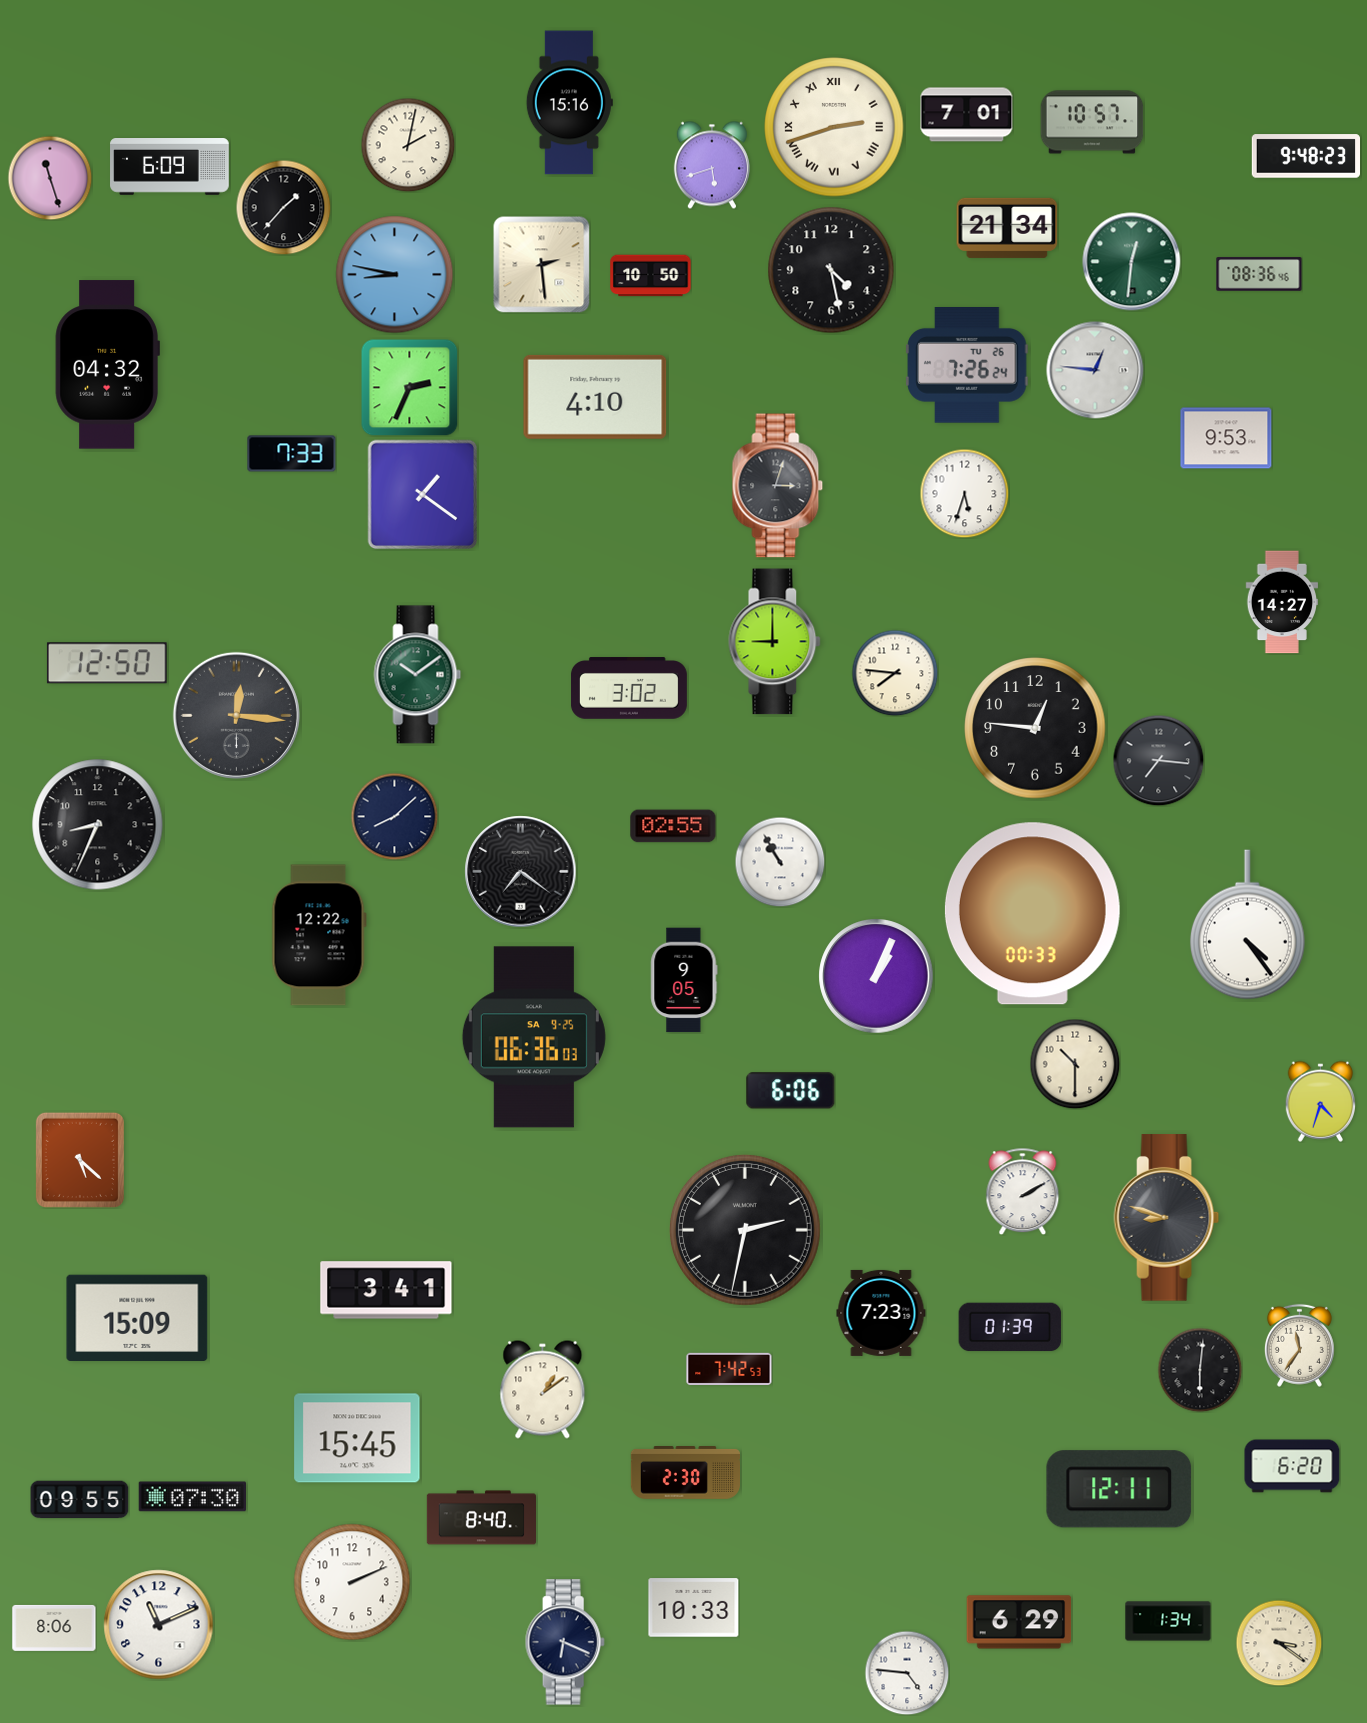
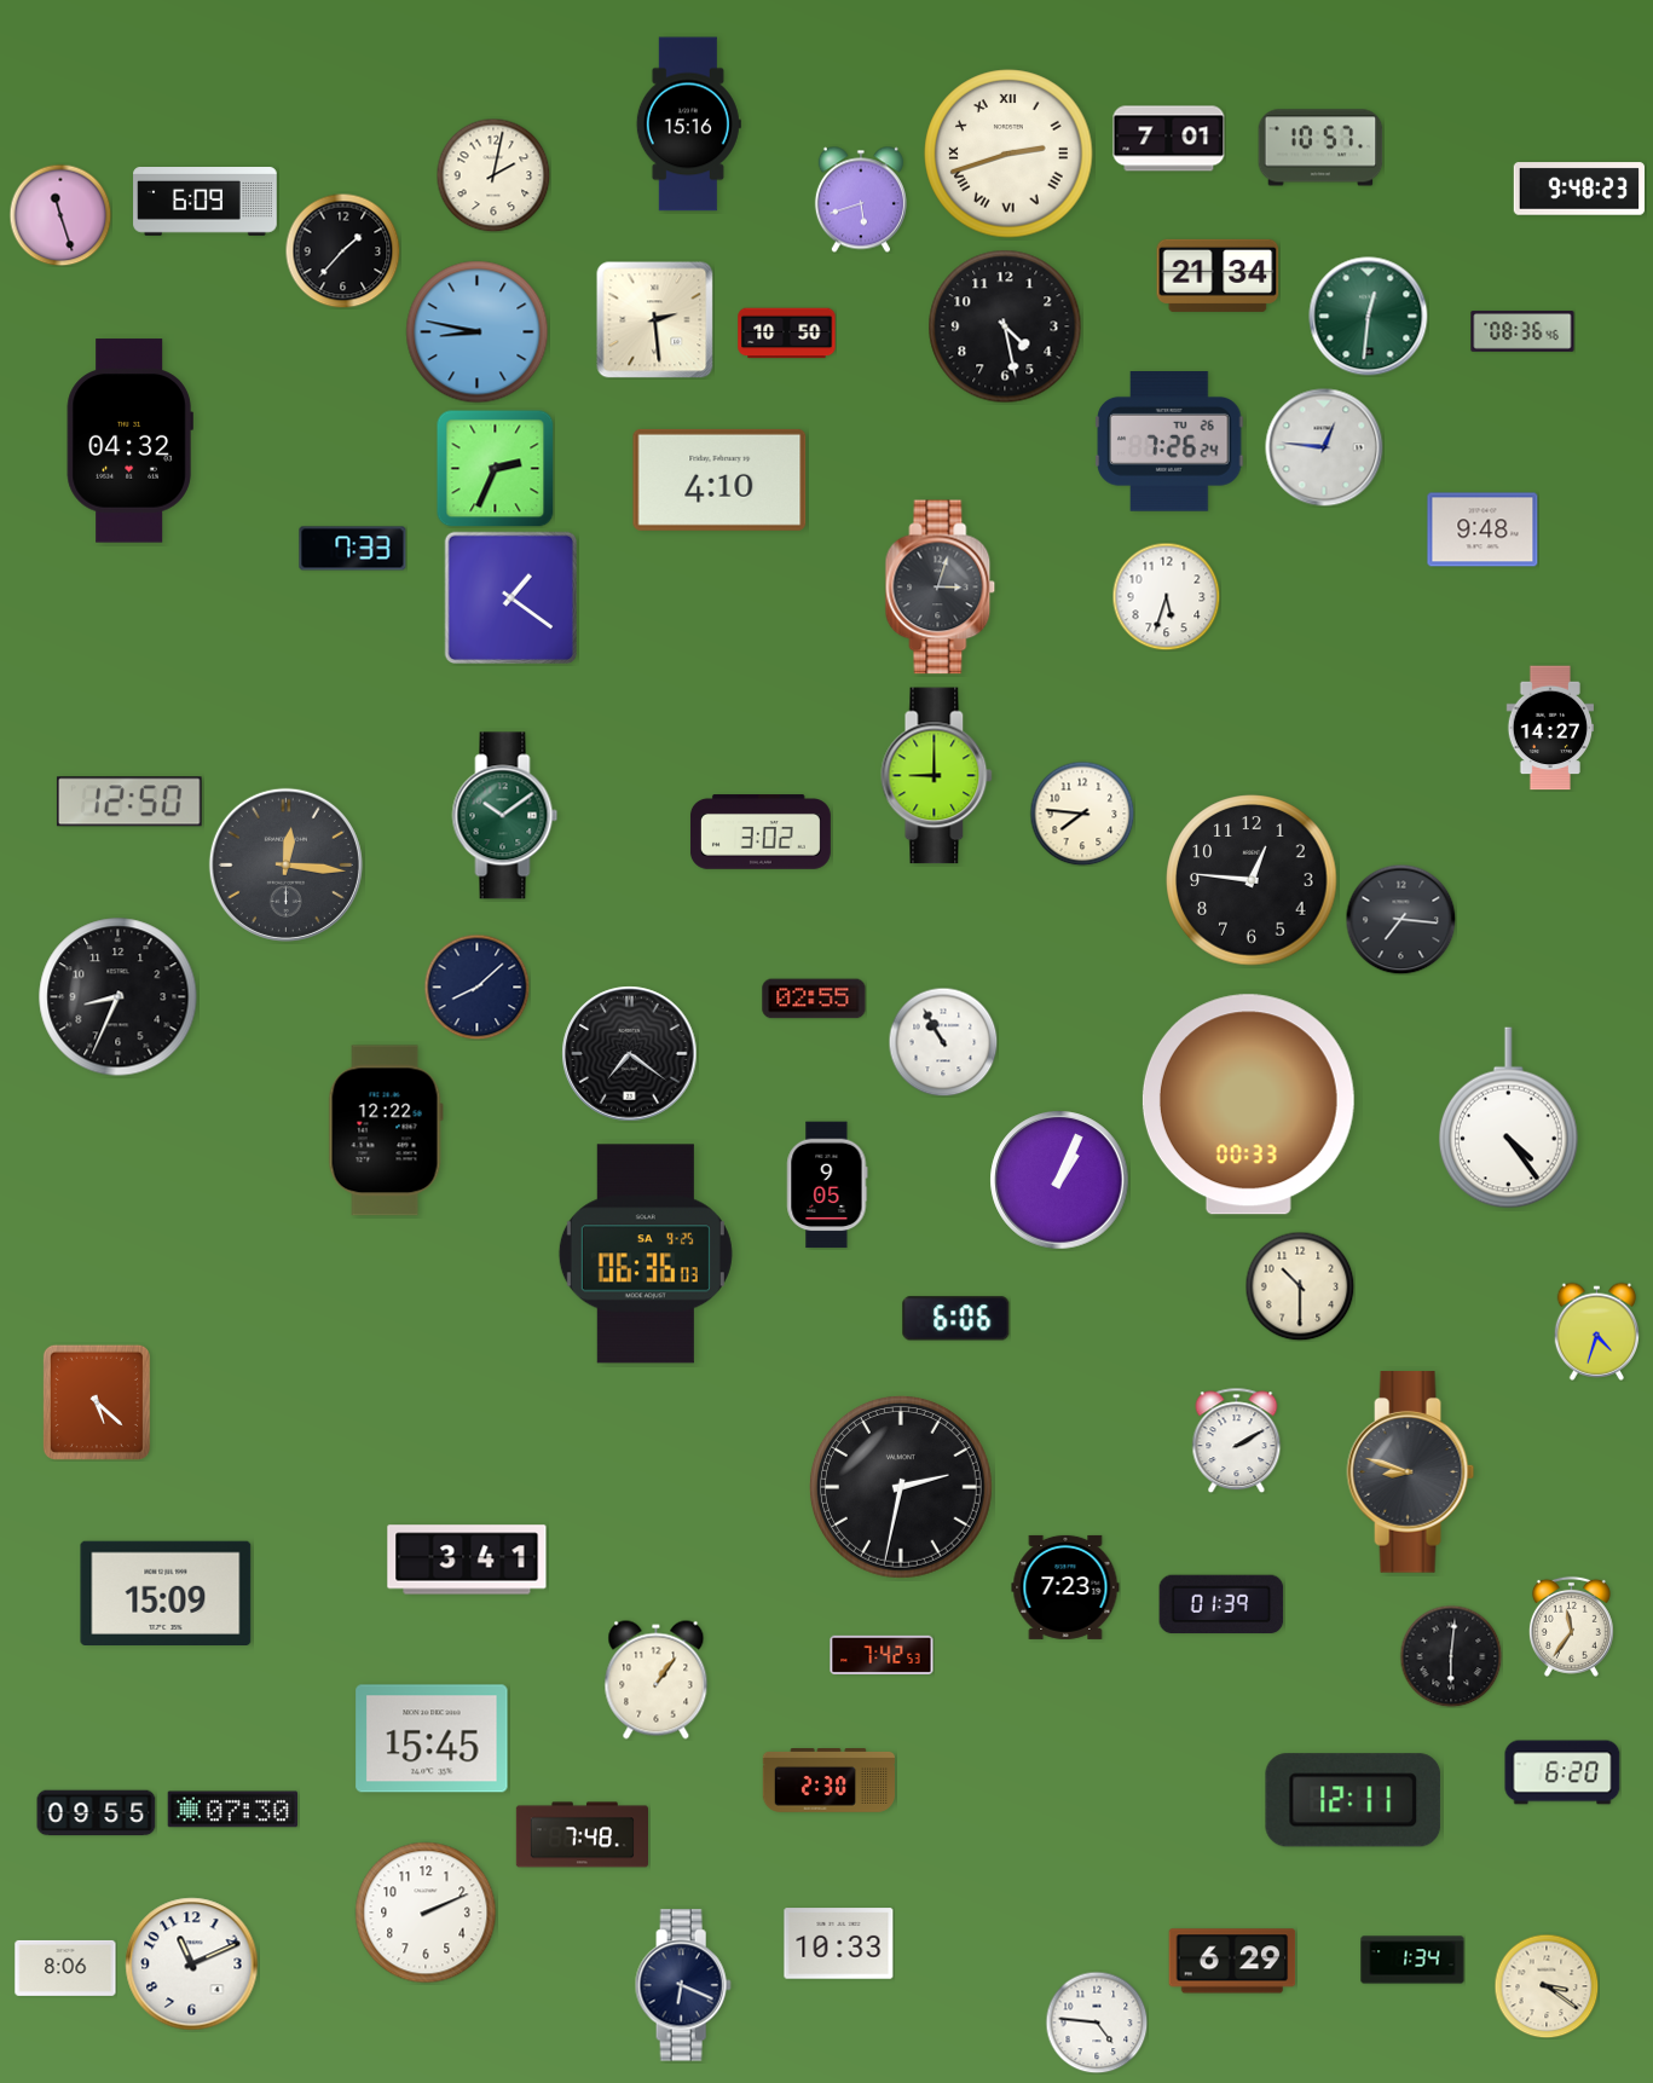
clock at (1226, 438): 9:53 -> 9:48
clock at (543, 1390): 1:09 -> 1:06
clock at (481, 1518): 8:40 -> 7:48
